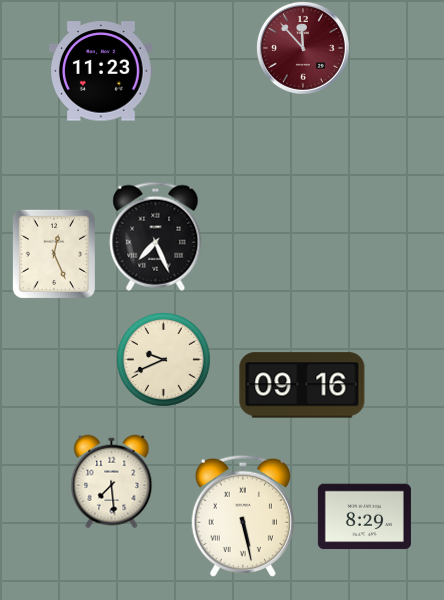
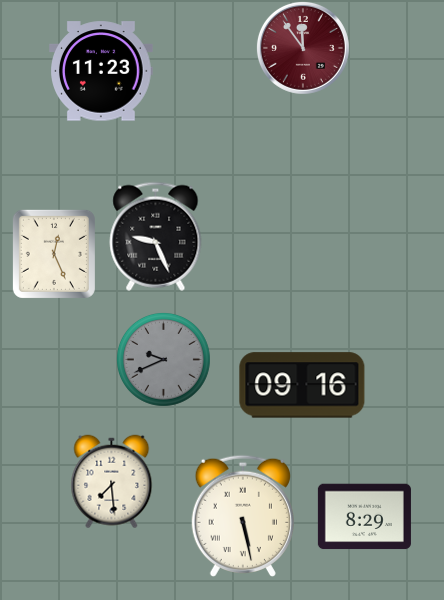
clock at (303, 48): 11:53 -> 11:54
clock at (156, 236): 7:26 -> 9:26
clock at (163, 359) dial: cream -> grey
